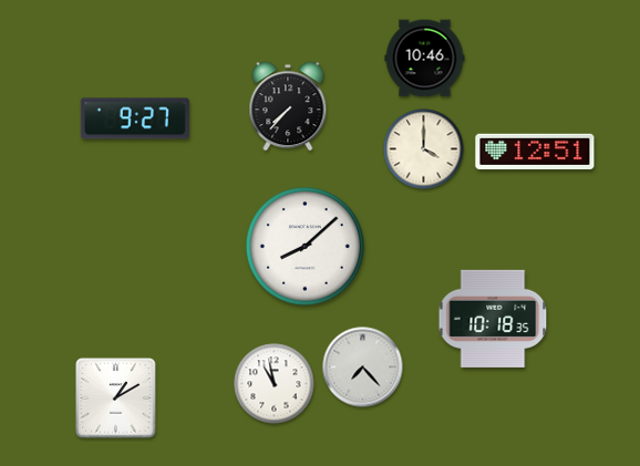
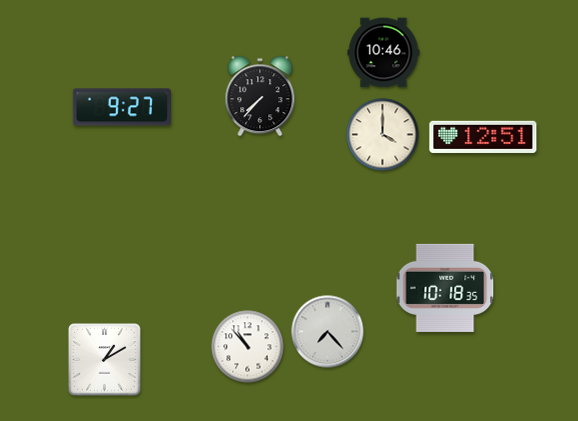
clock at (304, 246): 8:08 -> none
clock at (275, 384): 10:58 -> 10:53
